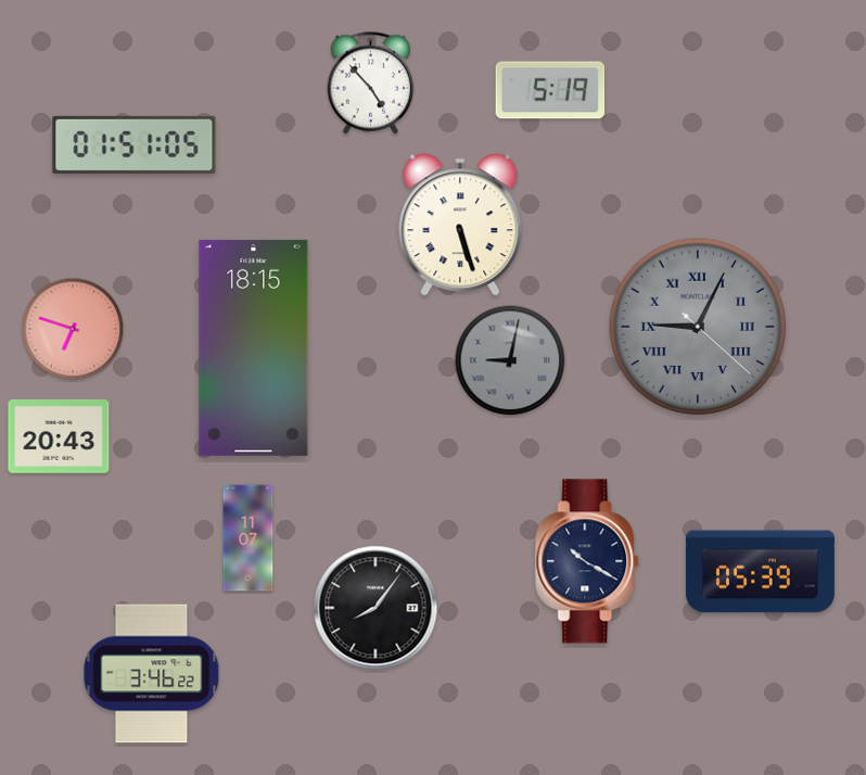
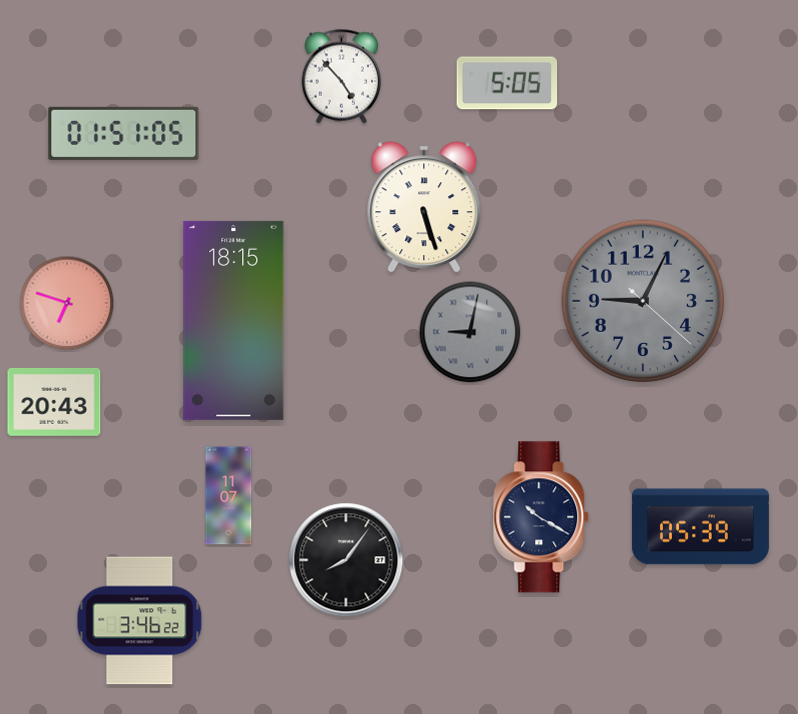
clock at (550, 90): 5:19 -> 5:05
clock at (698, 327) numerals: Roman -> Arabic
